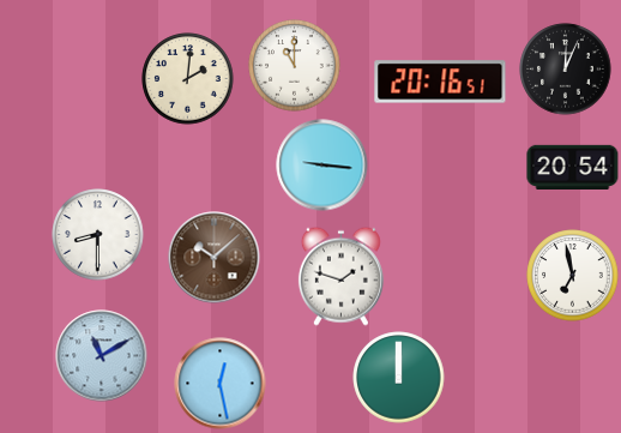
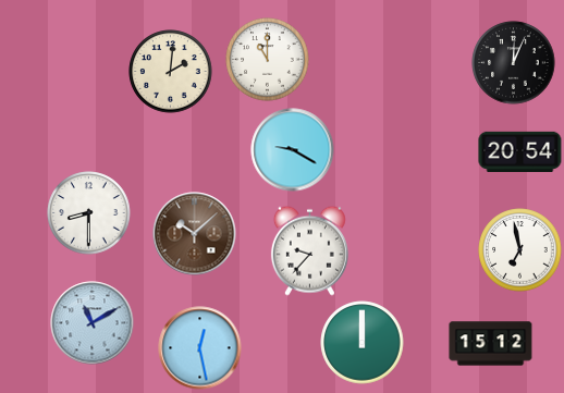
clock at (440, 82): 20:16 -> none
clock at (322, 166): 9:16 -> 9:20
clock at (340, 276): 1:48 -> 9:37
clock at (491, 344): none -> 15:12
